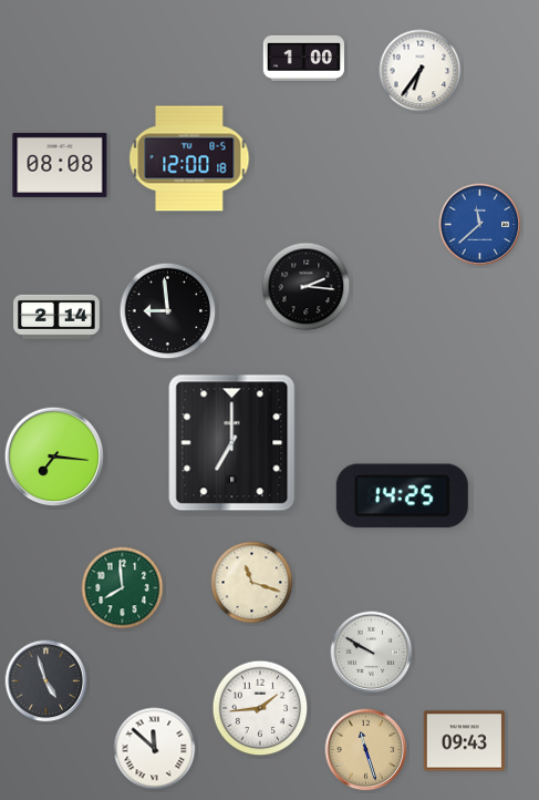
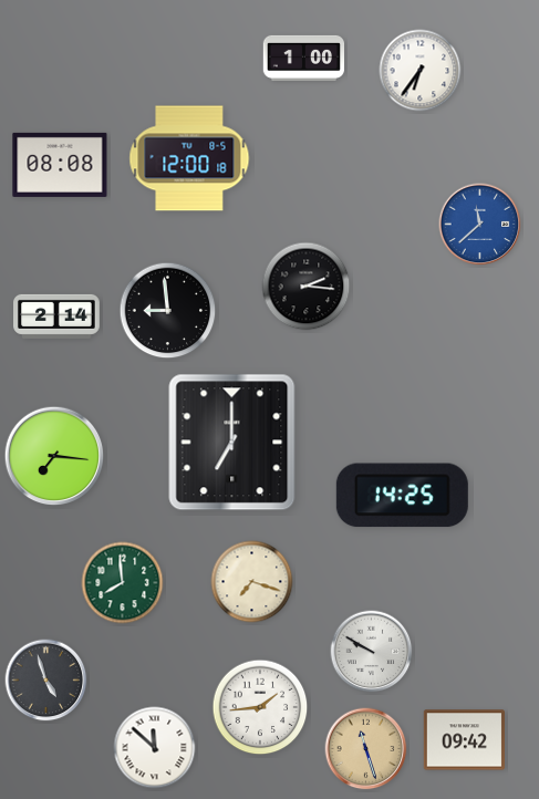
clock at (252, 583): 11:18 -> 7:18
clock at (123, 588) position: (123, 588) -> (123, 583)
clock at (464, 741): 09:43 -> 09:42
